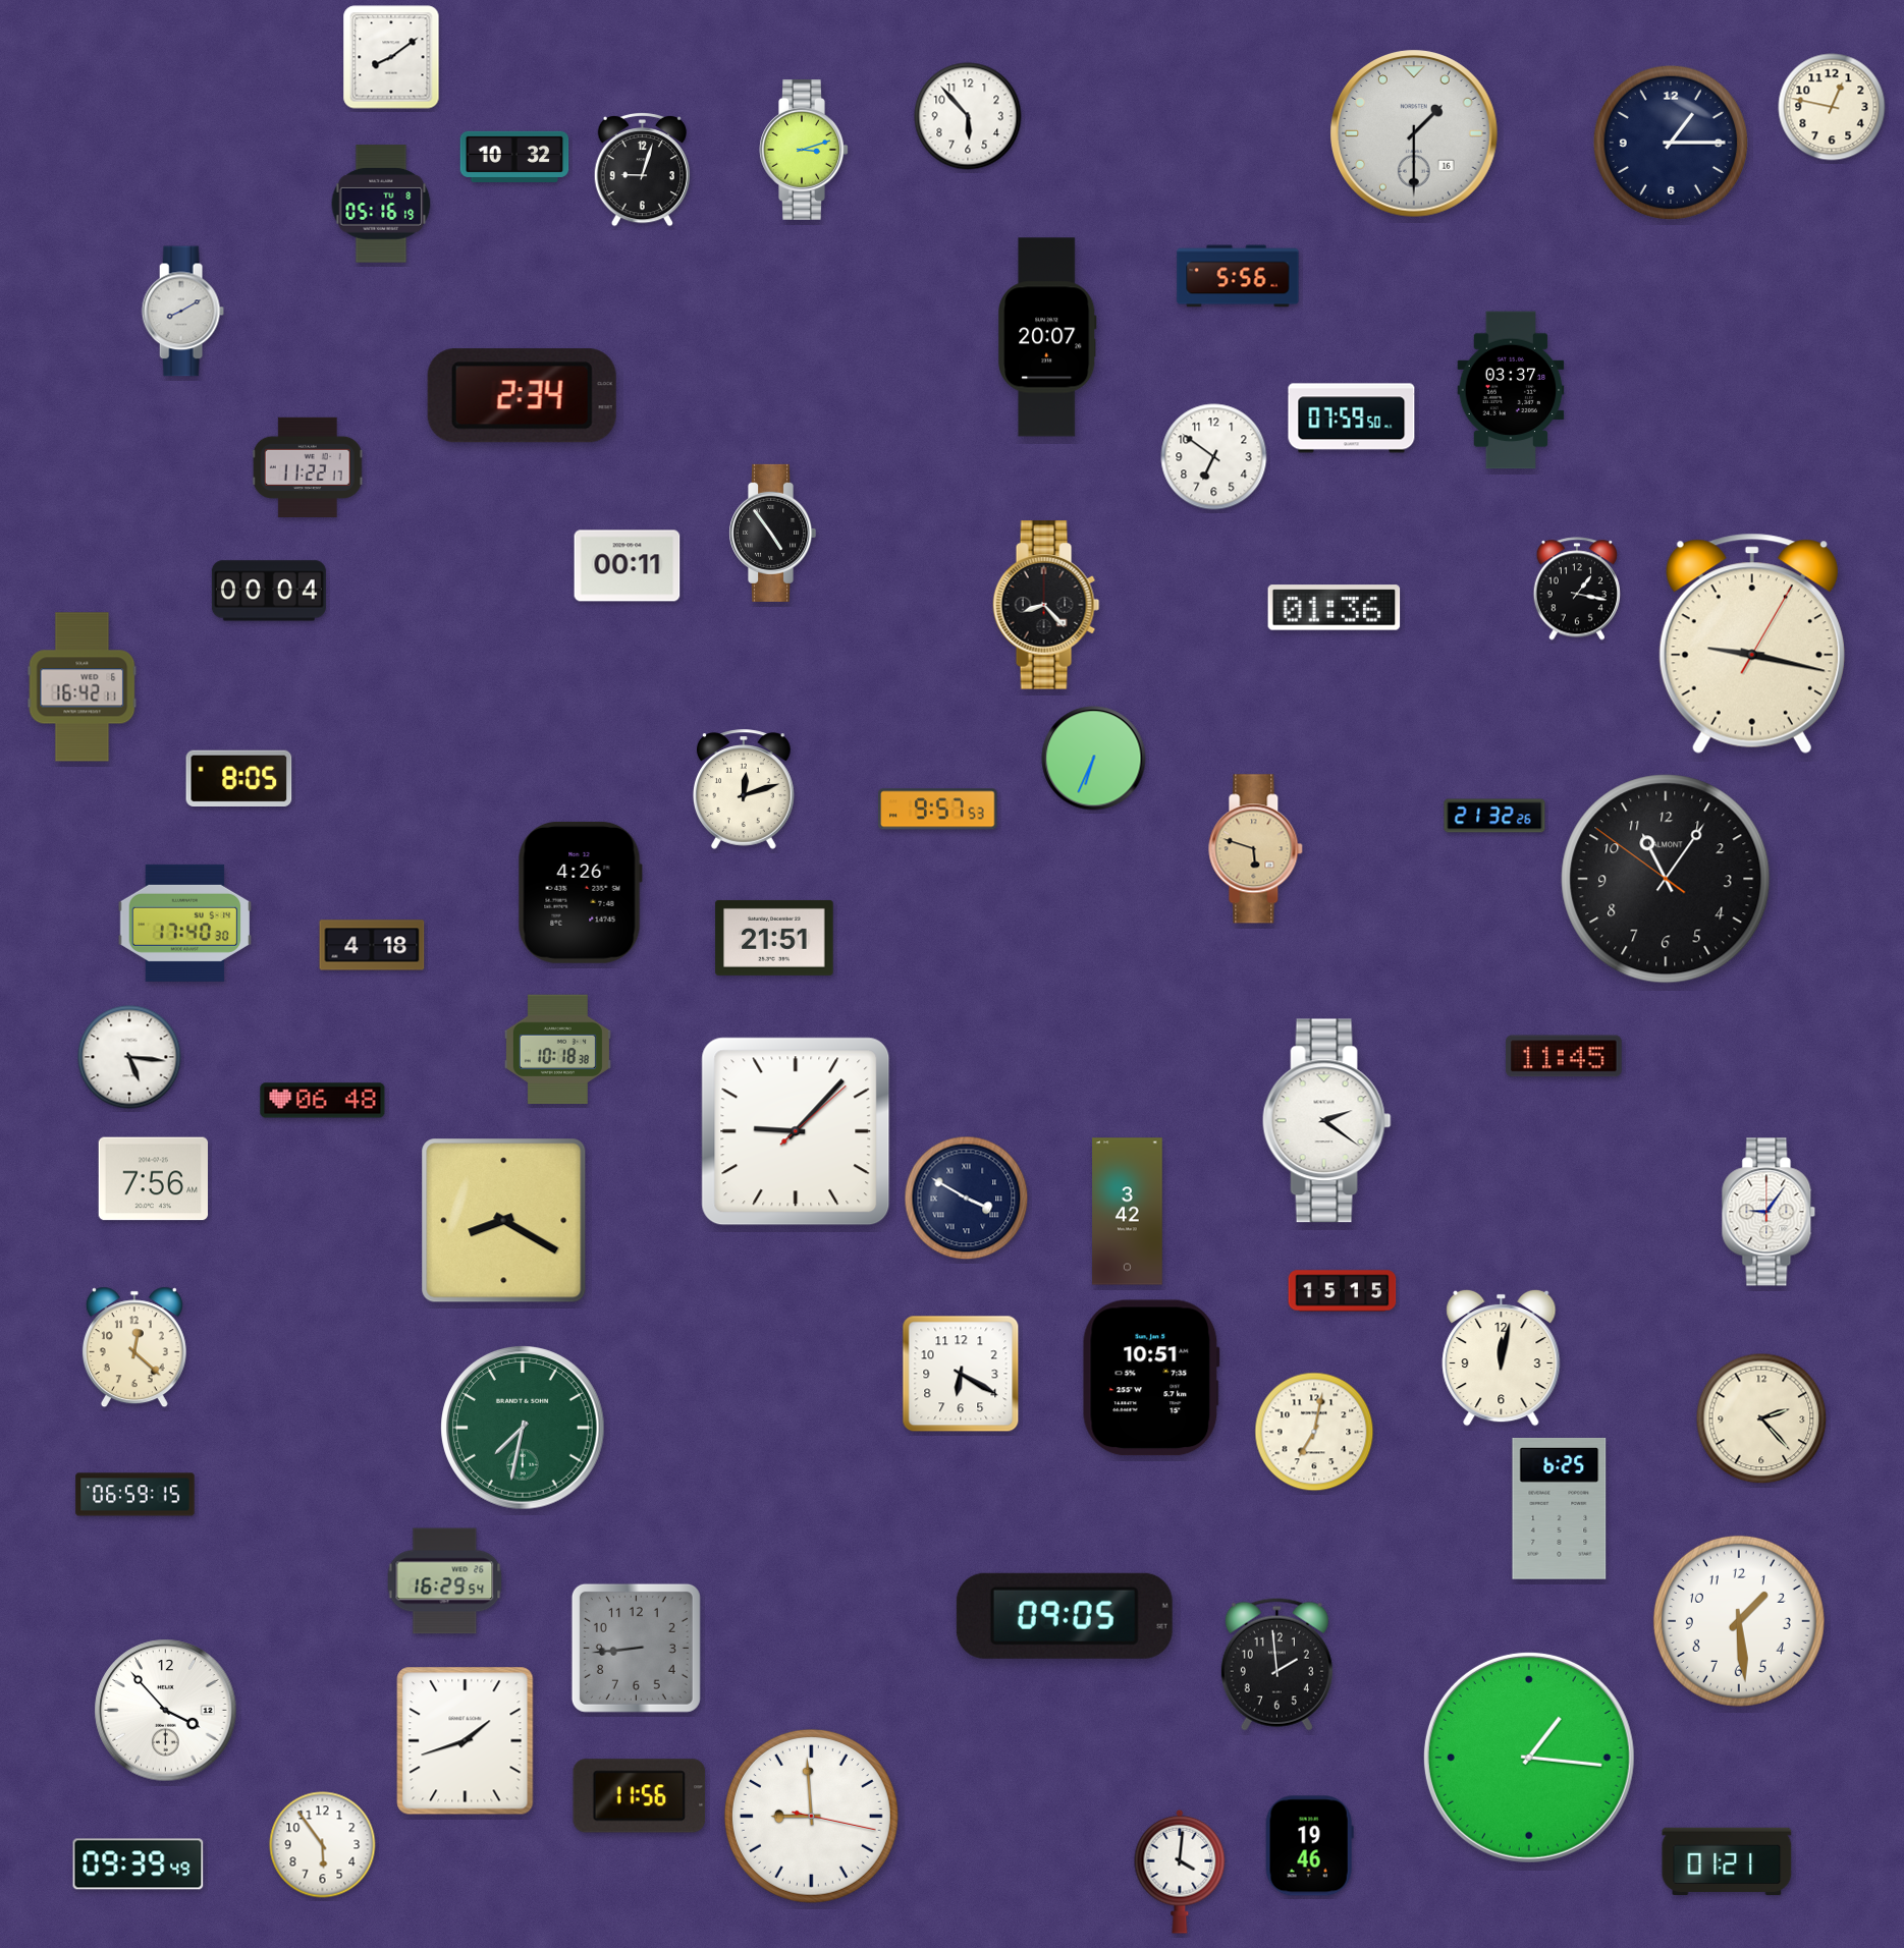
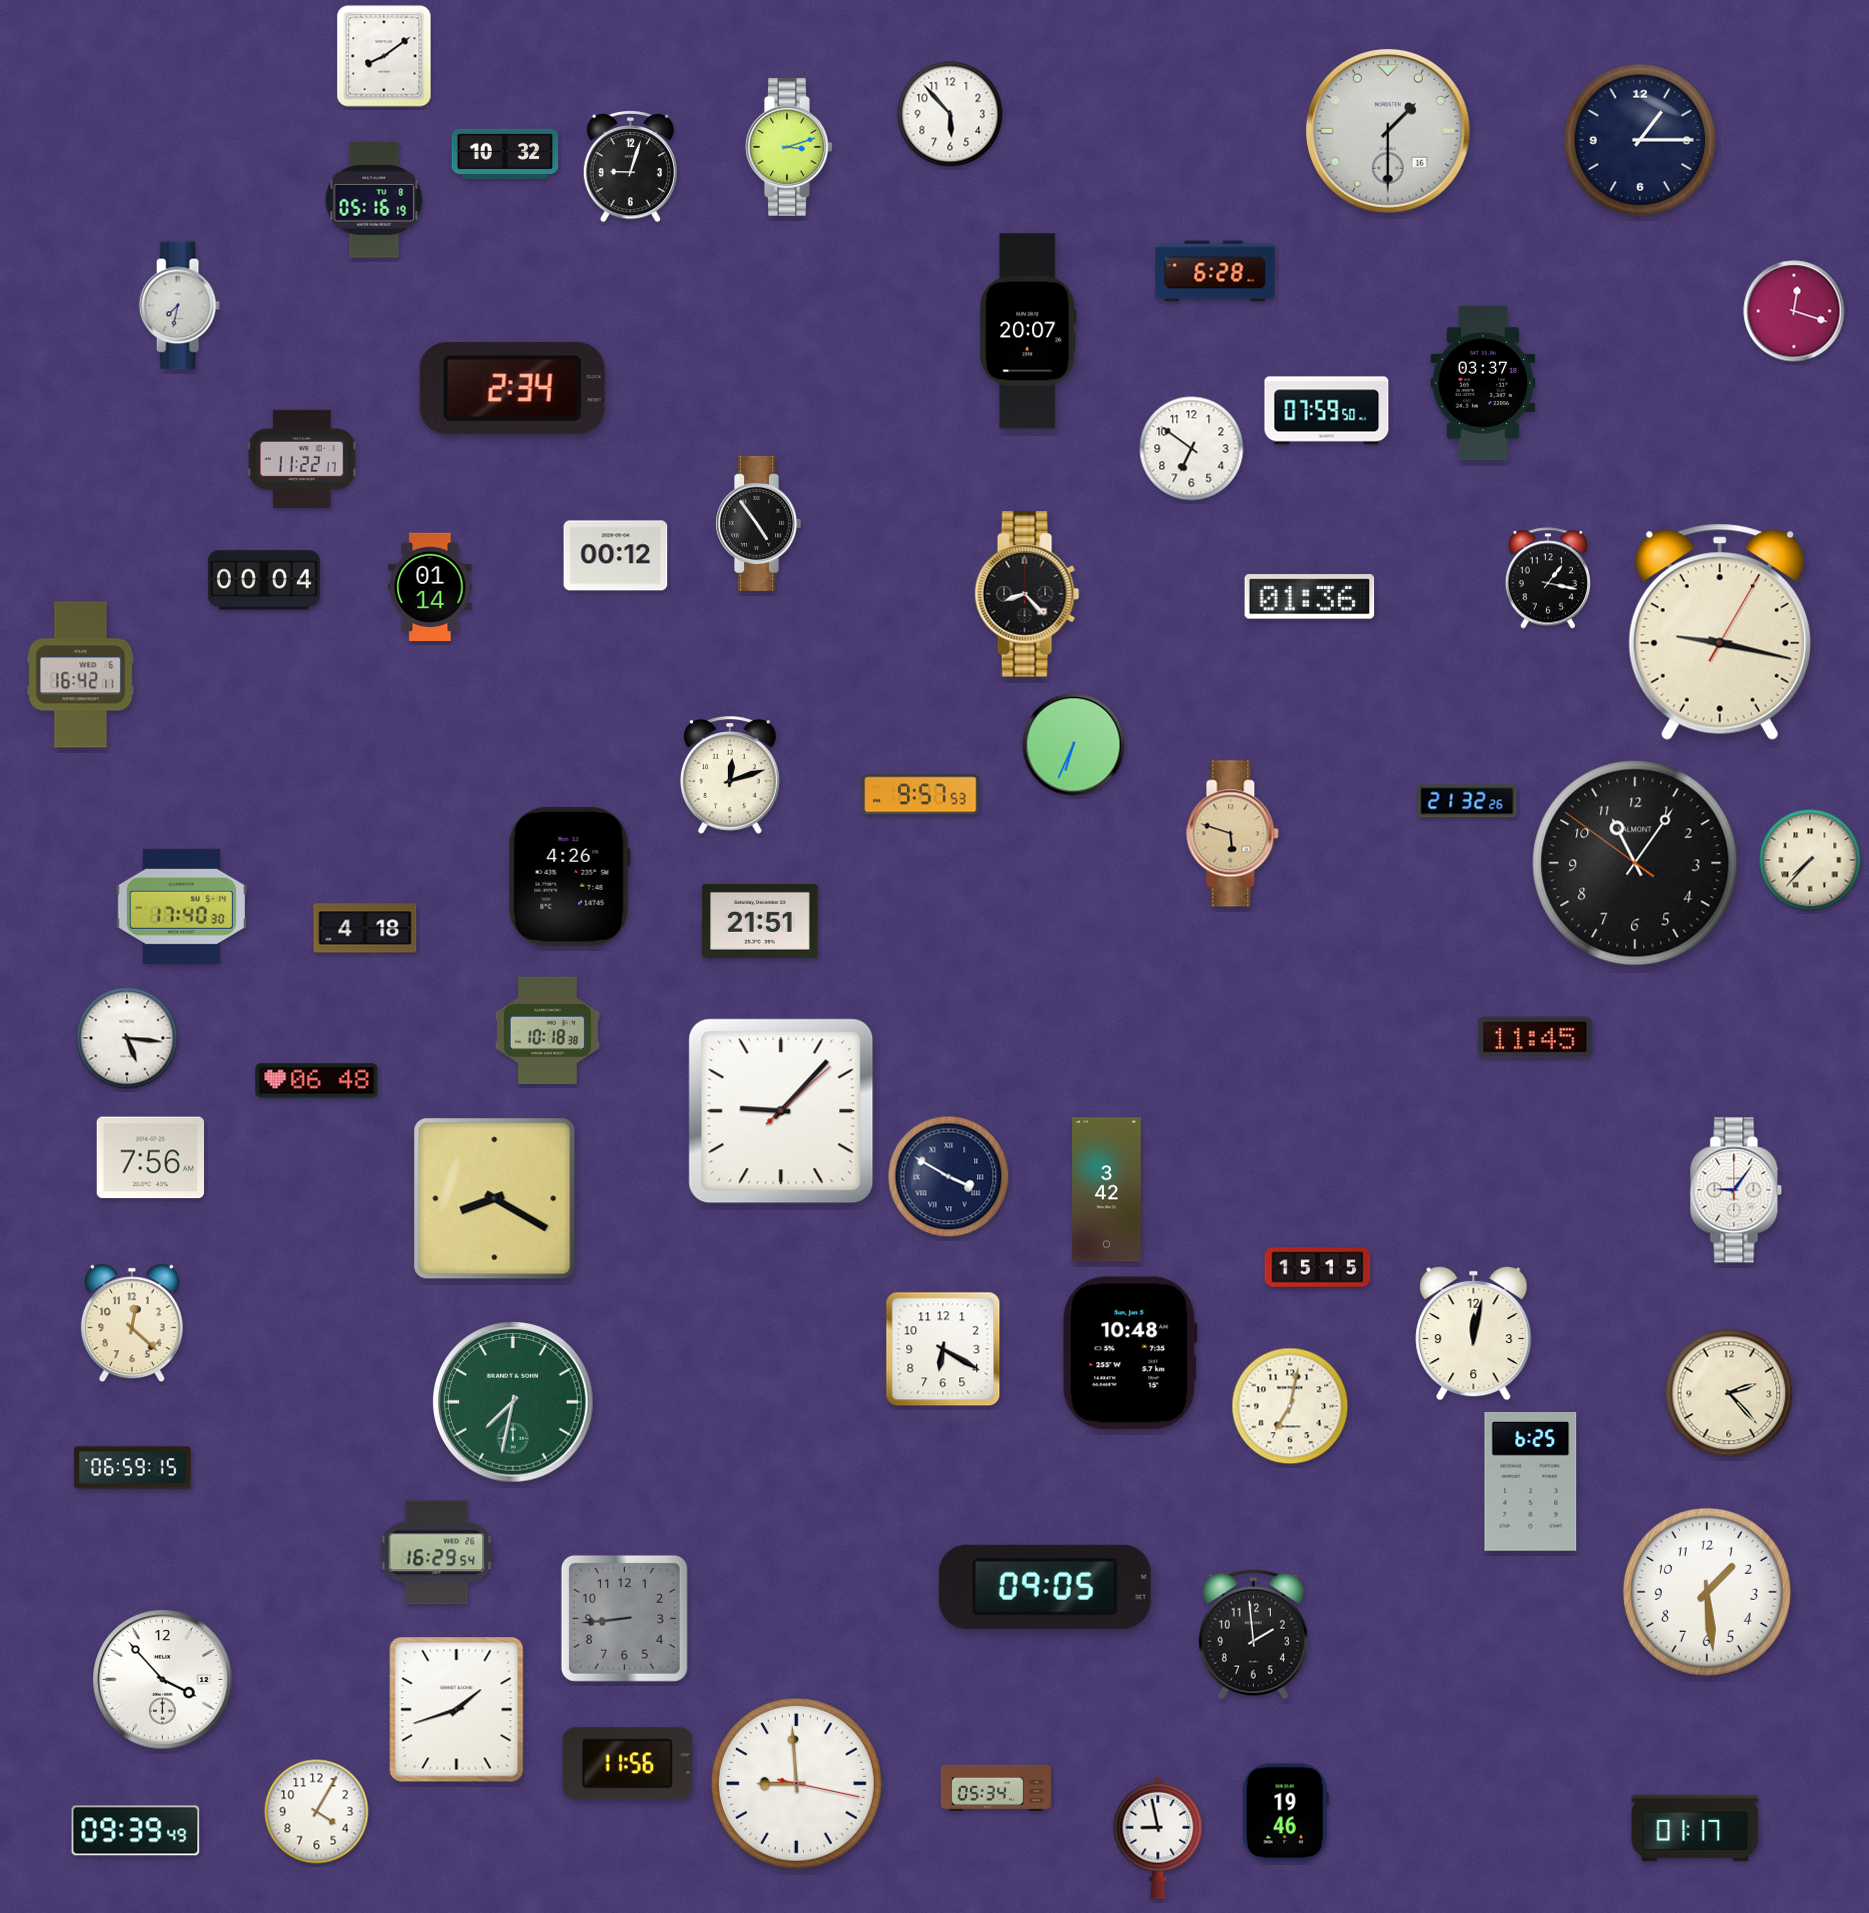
clock at (1832, 107): 12:47 -> none
clock at (1238, 276): 5:56 -> 6:28
clock at (182, 312): 8:10 -> 7:32
clock at (1794, 311): none -> 12:18
clock at (628, 566): 00:11 -> 00:12
clock at (430, 586): none -> 01:14
clock at (239, 778): 8:05 -> none
clock at (1810, 860): none -> 7:37
clock at (1326, 1121): 2:21 -> none
clock at (1151, 1378): 10:51 -> 10:48
clock at (1529, 1758): 1:16 -> none
clock at (996, 1788): none -> 05:34
clock at (323, 1845): 5:54 -> 4:05
clock at (1727, 1861): 01:21 -> 01:17
clock at (1180, 1872): 4:01 -> 8:58
